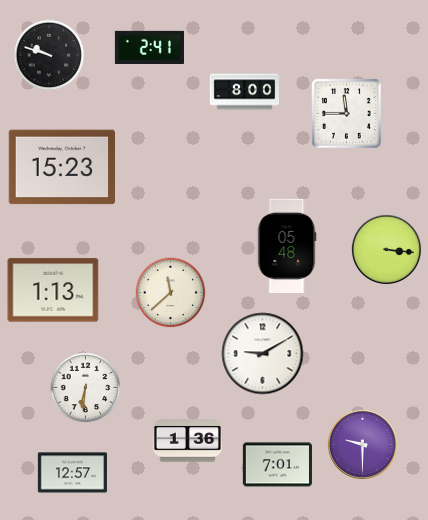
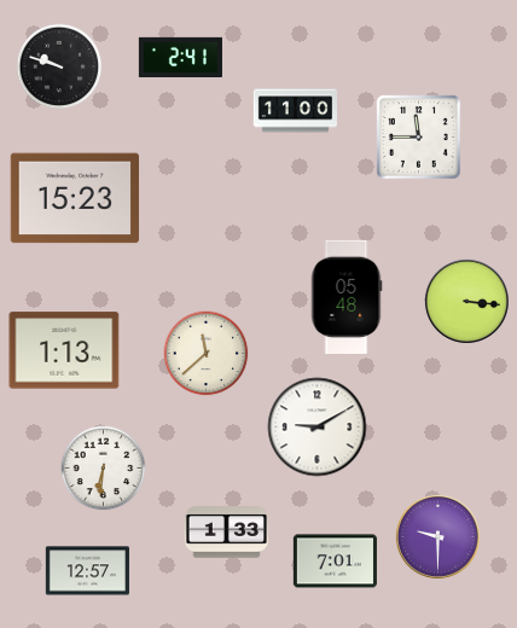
clock at (244, 92): 8:00 -> 11:00
clock at (62, 167) position: (62, 167) -> (75, 198)
clock at (187, 441): 1:36 -> 1:33
